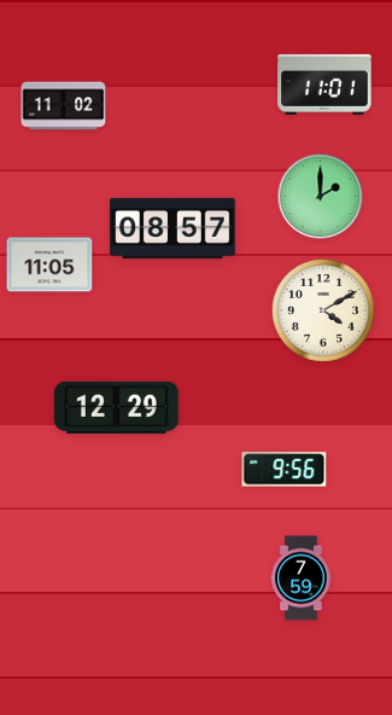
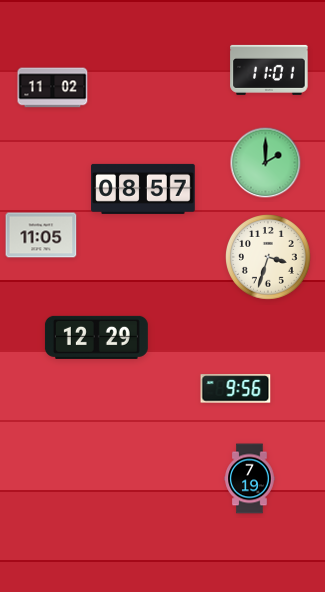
clock at (49, 265) position: (49, 265) -> (41, 235)
clock at (324, 312): 4:10 -> 3:33
clock at (302, 579): 7:59 -> 7:19
